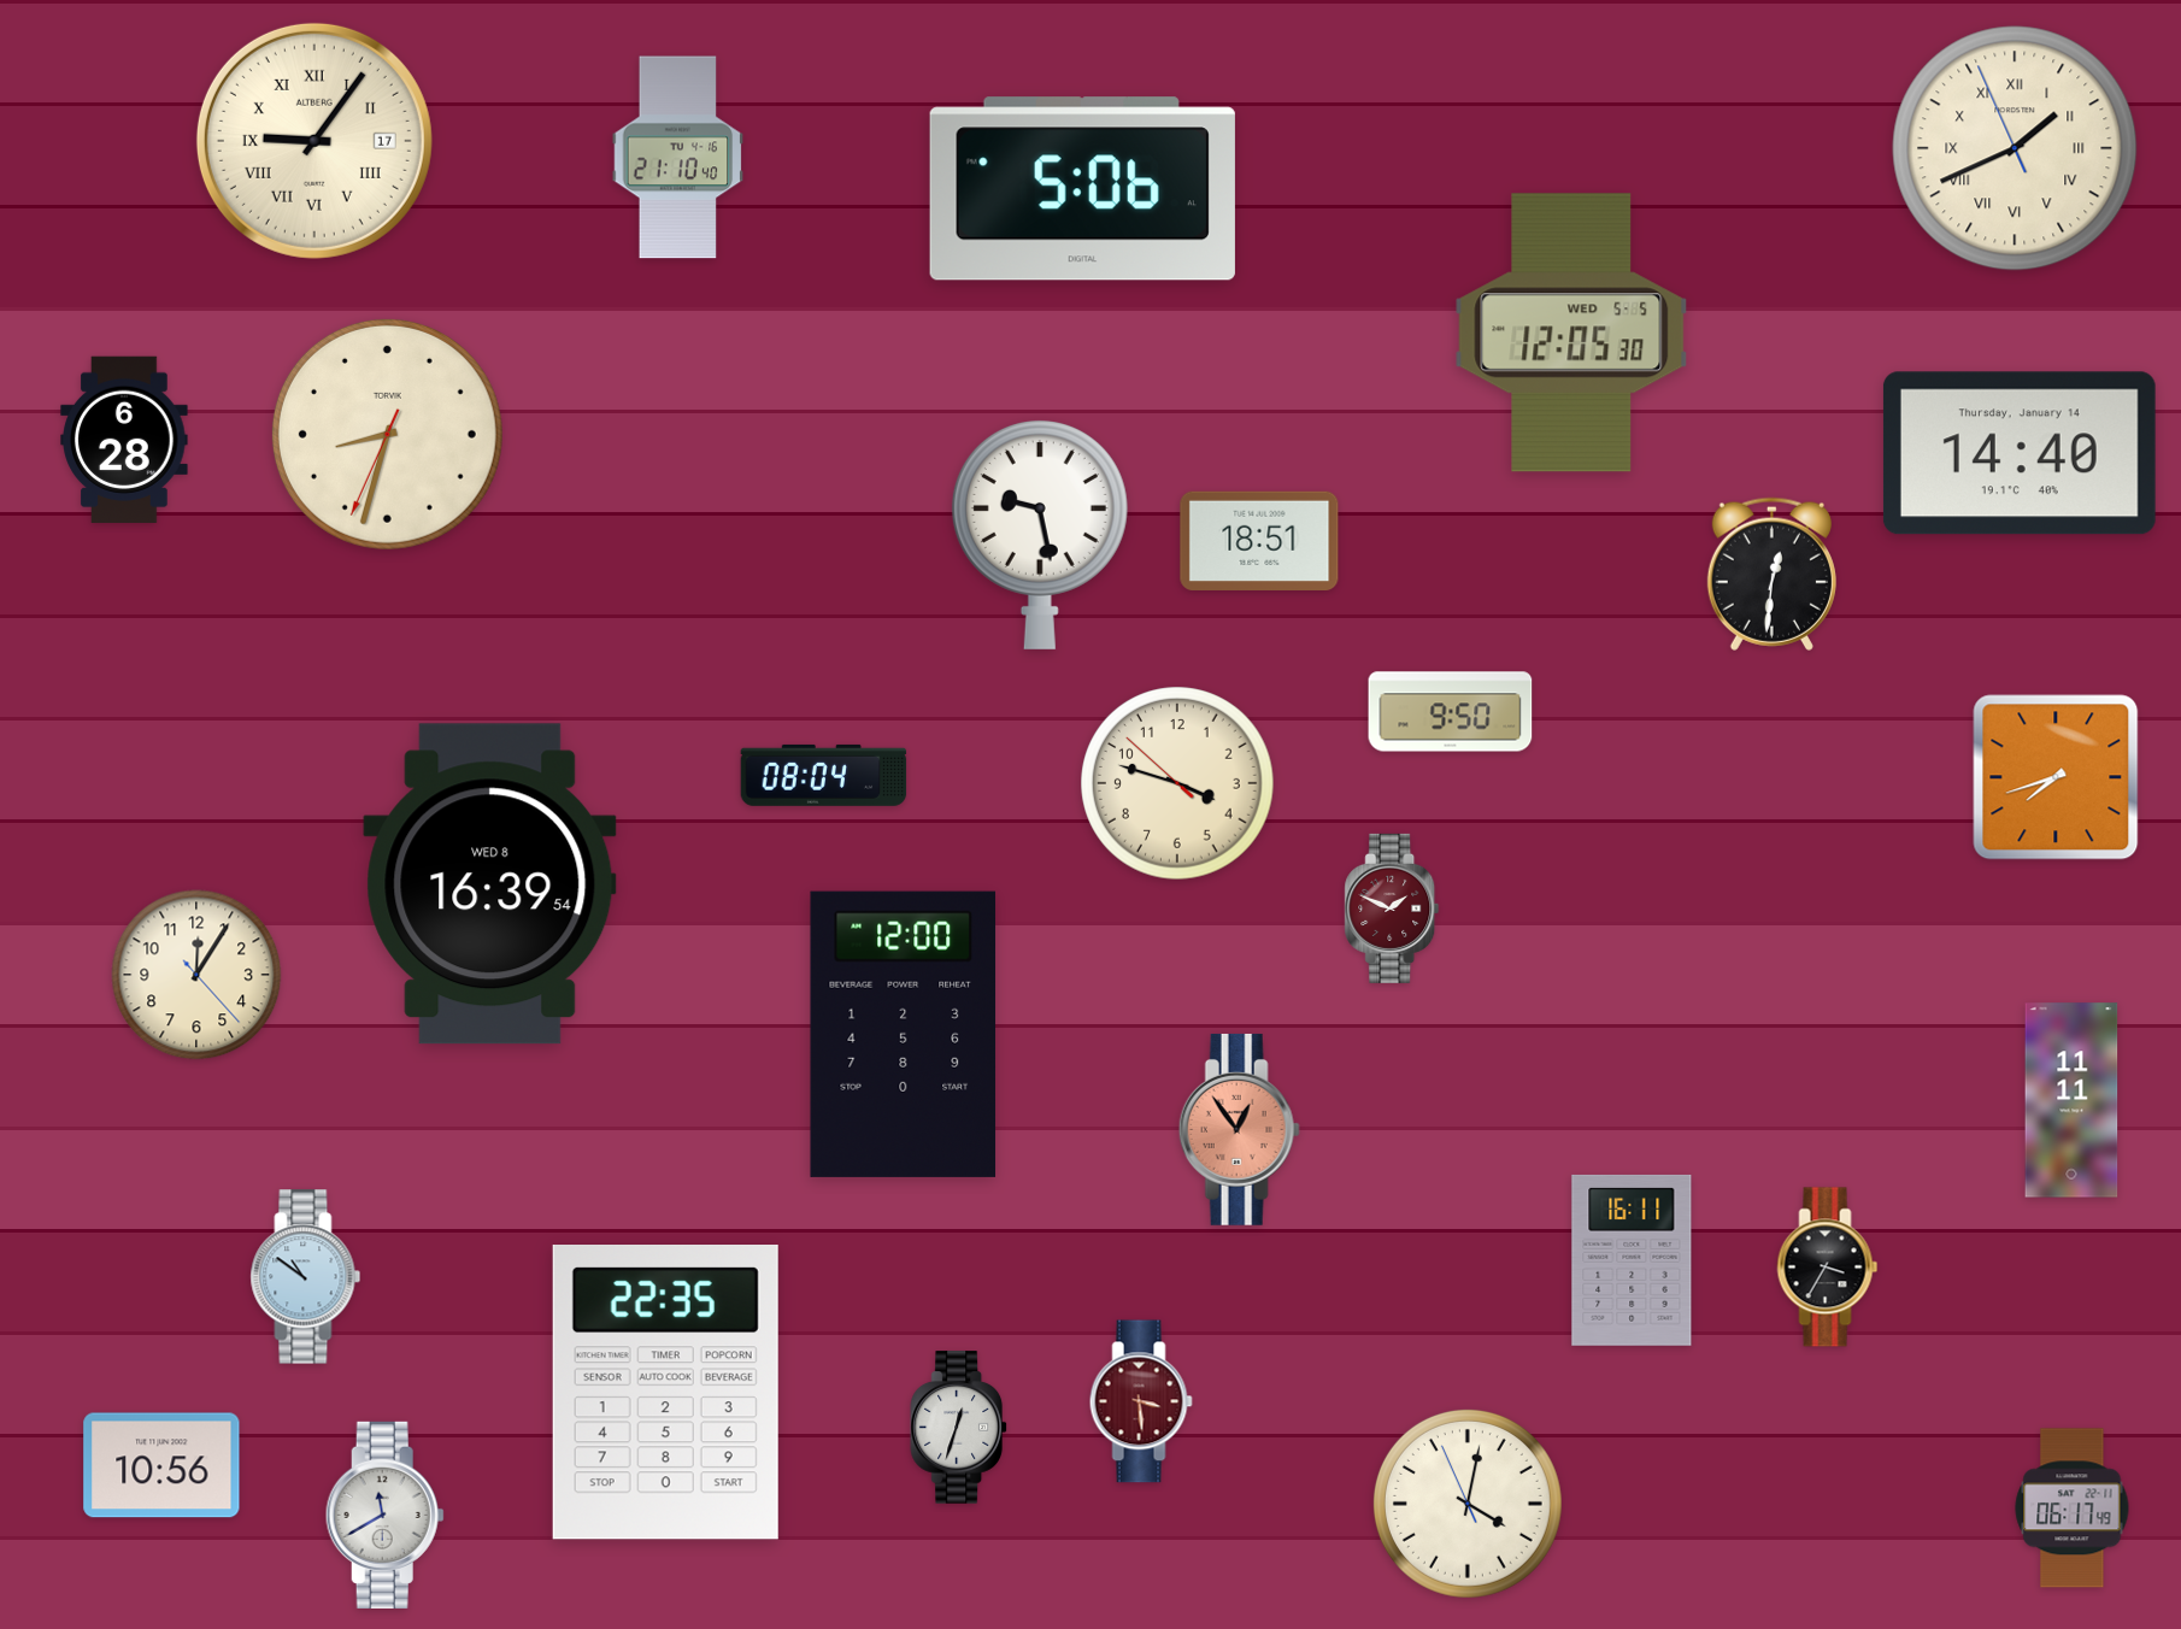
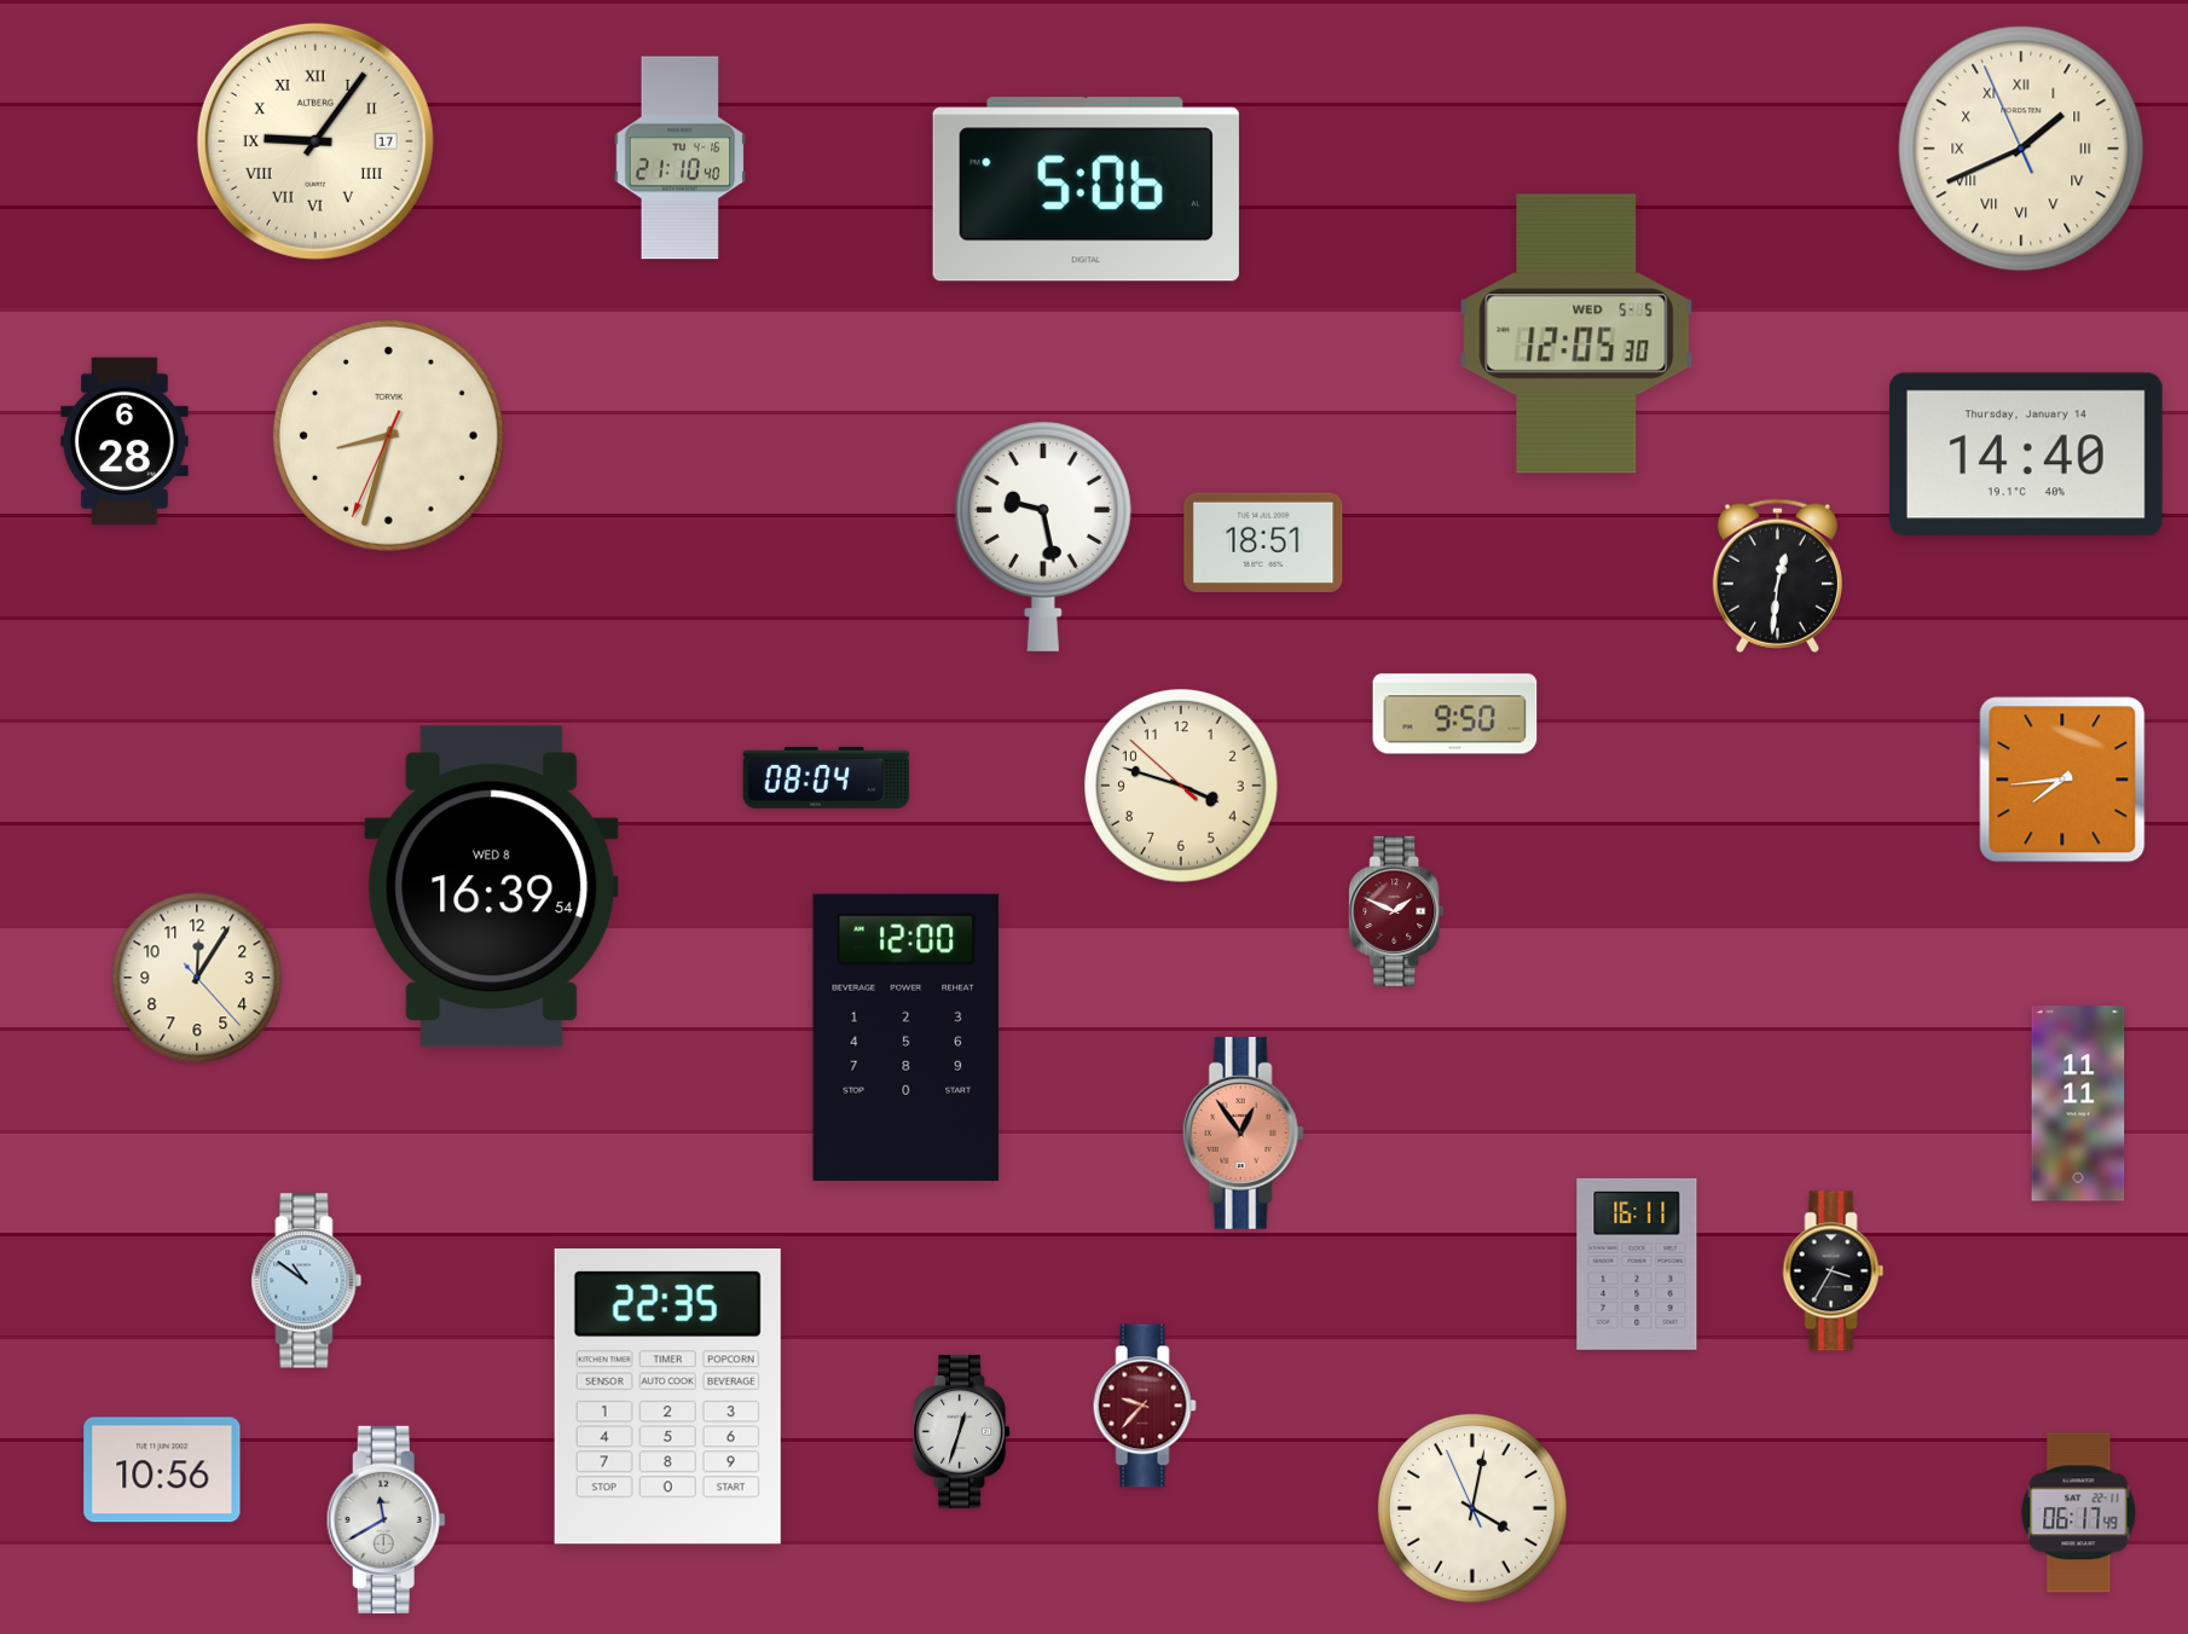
clock at (2056, 777): 7:42 -> 7:44
clock at (1141, 1401): 3:29 -> 9:37
